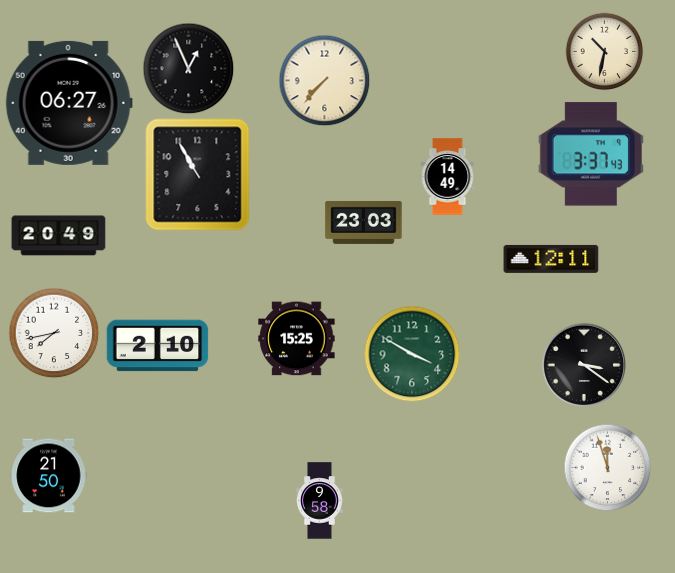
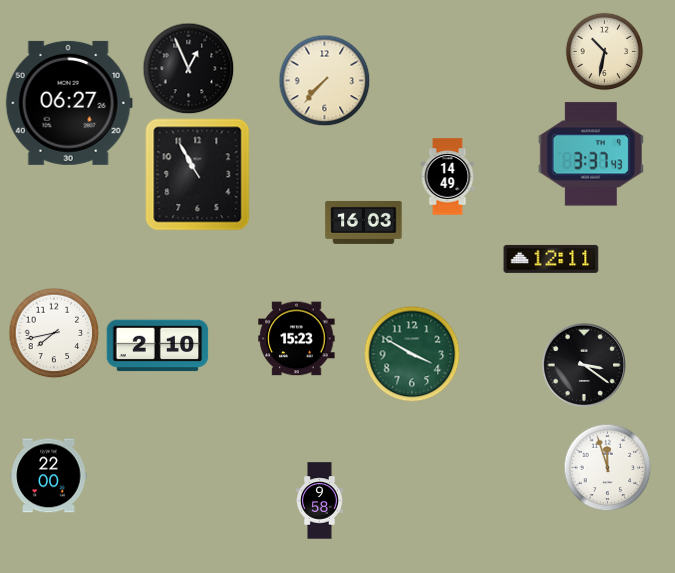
clock at (364, 222): 23:03 -> 16:03
clock at (59, 236): 20:49 -> none
clock at (297, 339): 15:25 -> 15:23
clock at (49, 476): 21:50 -> 22:00
